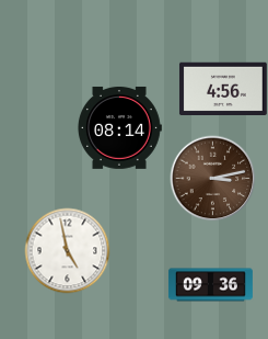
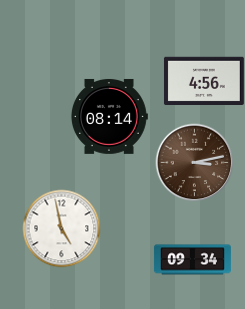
clock at (210, 285): 09:36 -> 09:34
